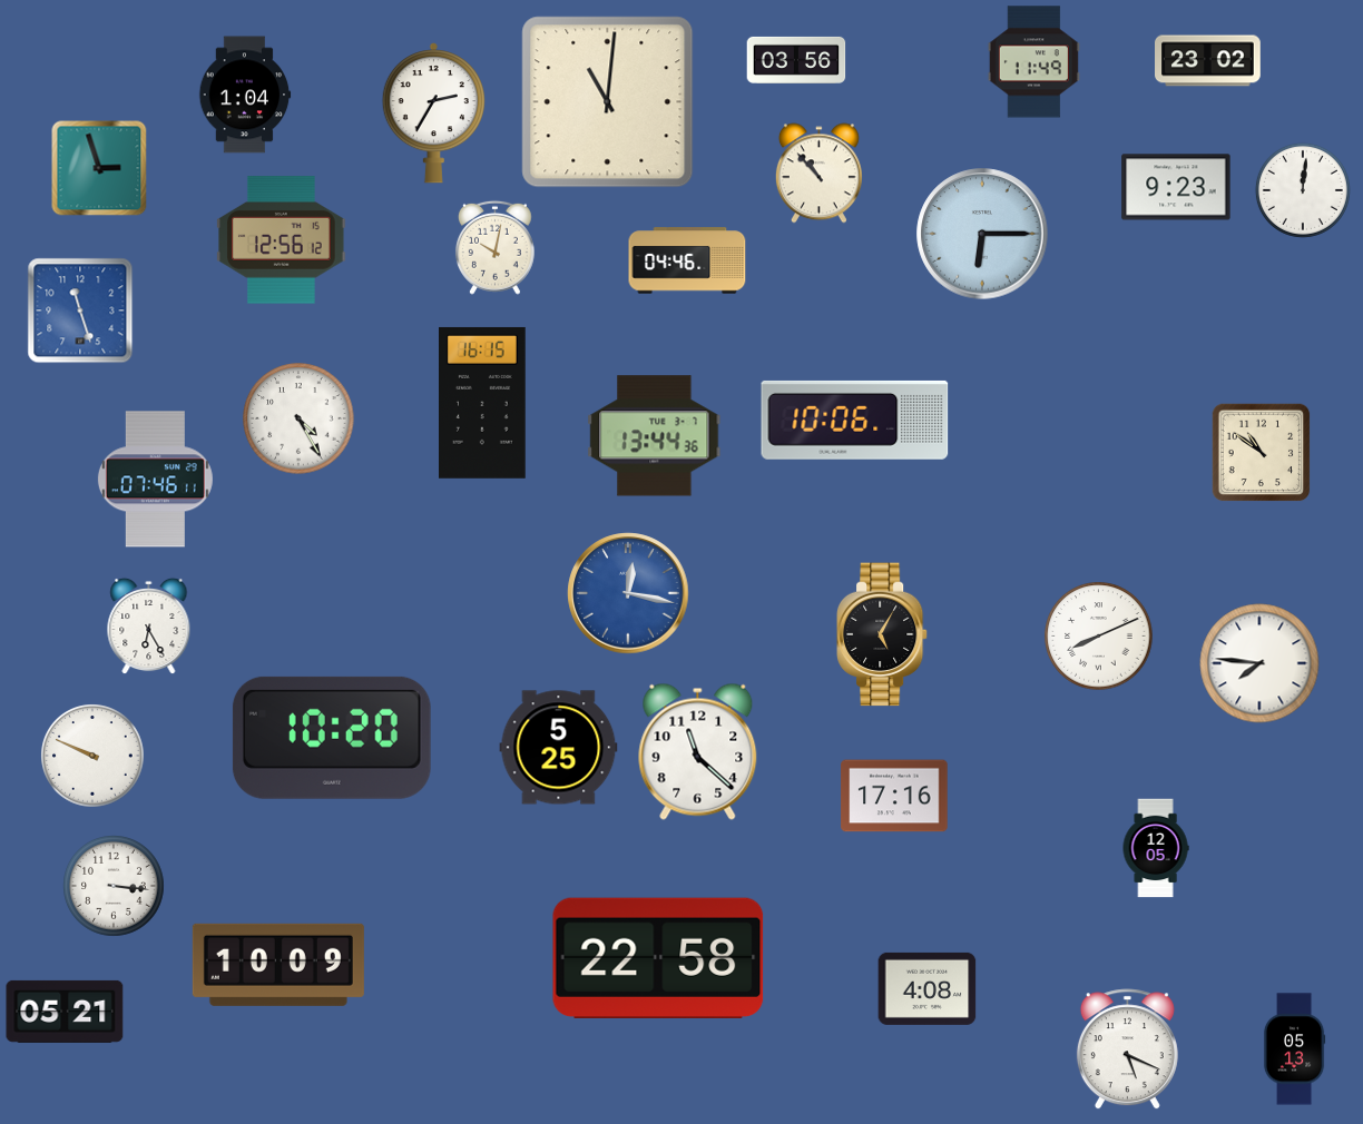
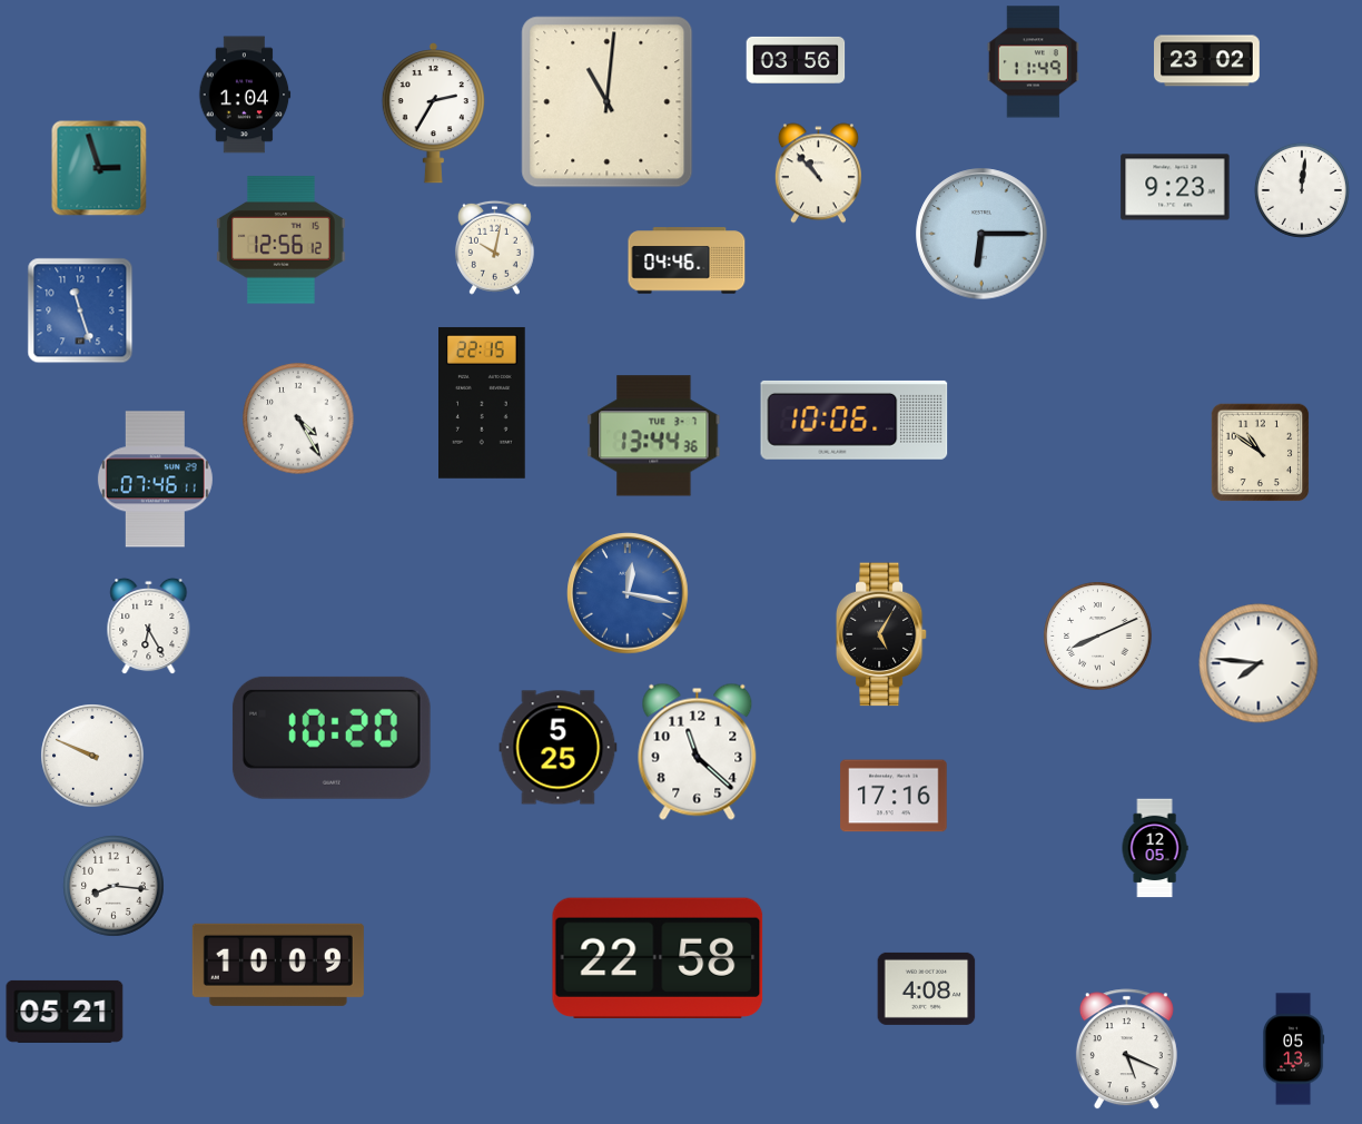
clock at (483, 403): 16:15 -> 22:15
clock at (115, 887): 3:16 -> 8:16
